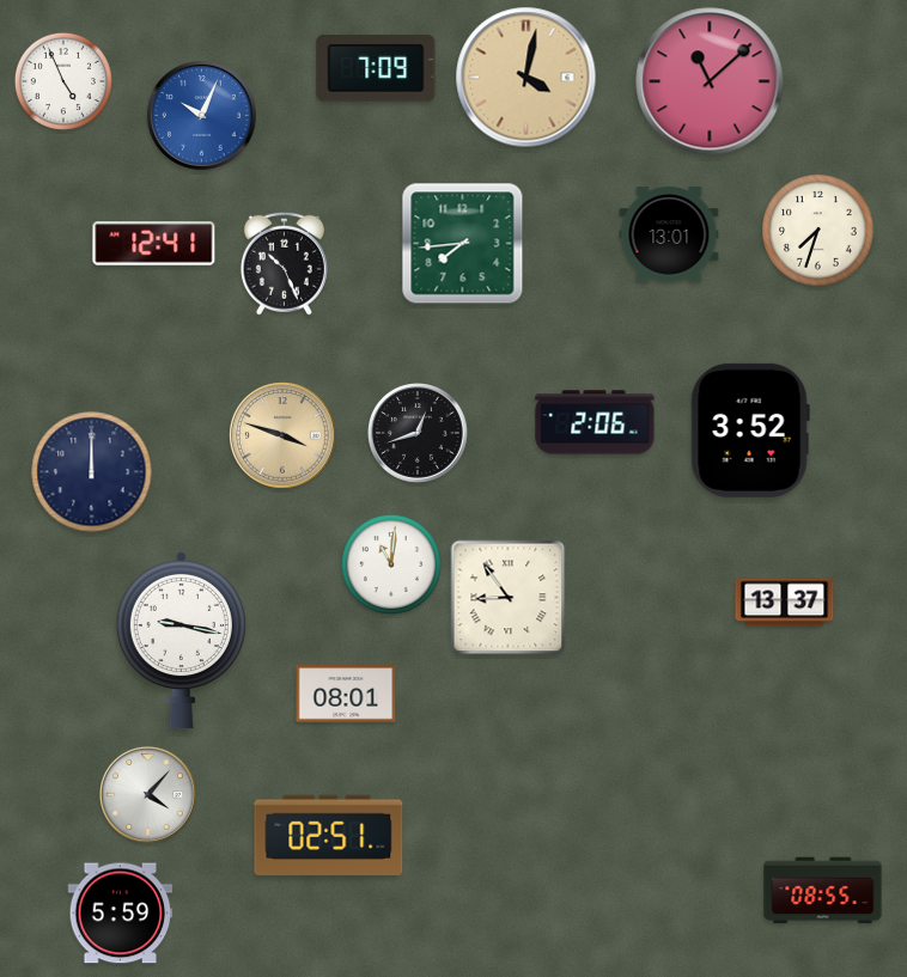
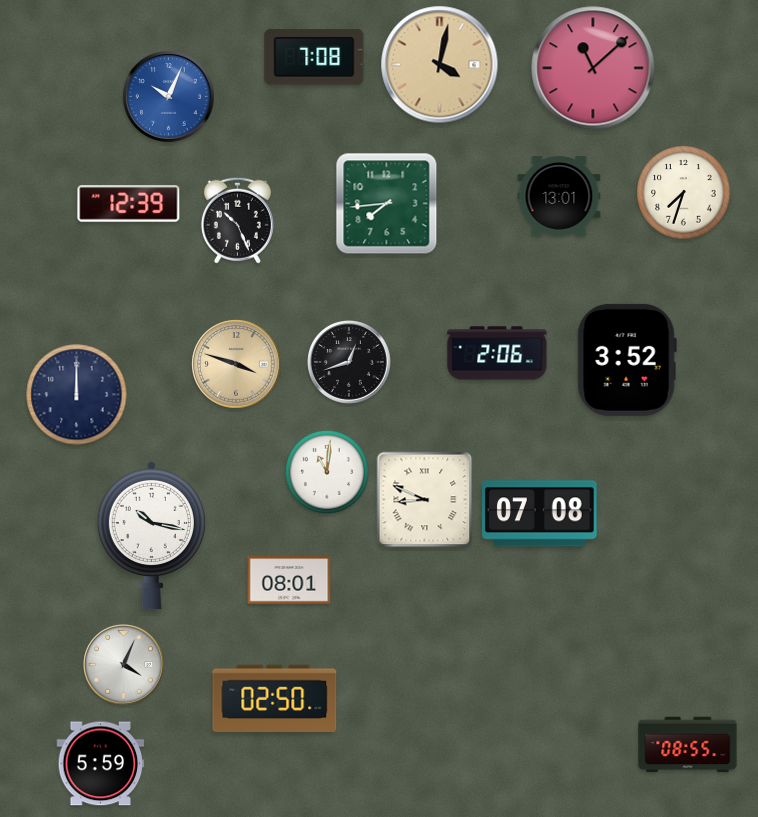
clock at (376, 68): 7:09 -> 7:08
clock at (63, 81): 4:56 -> none
clock at (154, 244): 12:41 -> 12:39
clock at (509, 598): 8:54 -> 8:49
clock at (785, 603): 13:37 -> none
clock at (540, 514): none -> 07:08
clock at (181, 640): 9:17 -> 10:17
clock at (147, 794): 4:07 -> 4:04
clock at (329, 836): 02:51 -> 02:50
